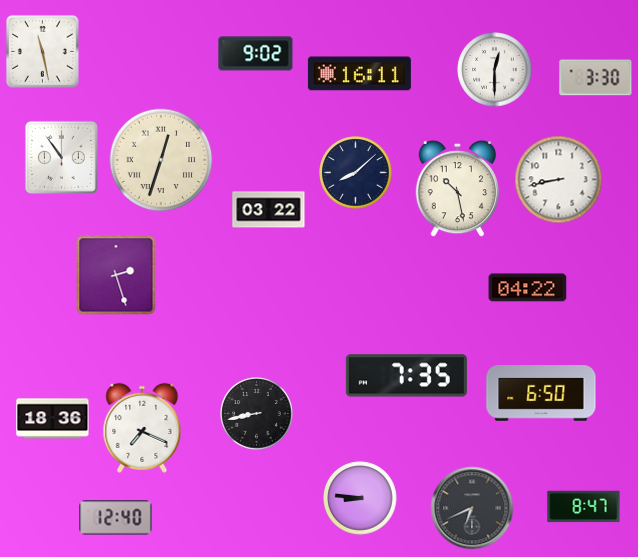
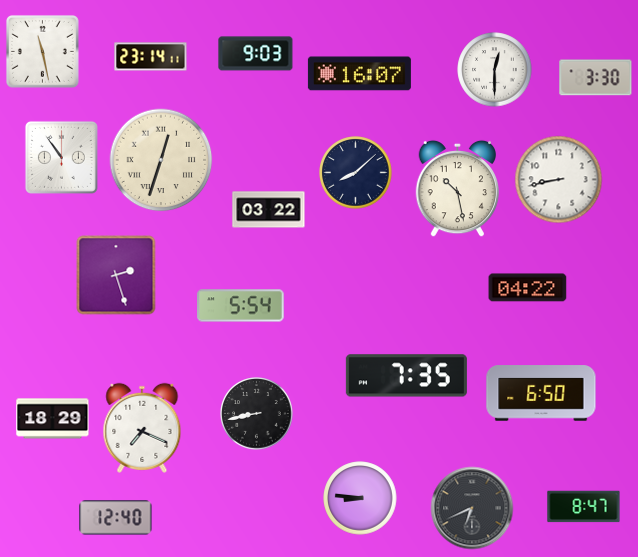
clock at (256, 54): 9:02 -> 9:03
clock at (151, 57): none -> 23:14
clock at (359, 74): 16:11 -> 16:07
clock at (241, 306): none -> 5:54
clock at (53, 419): 18:36 -> 18:29
